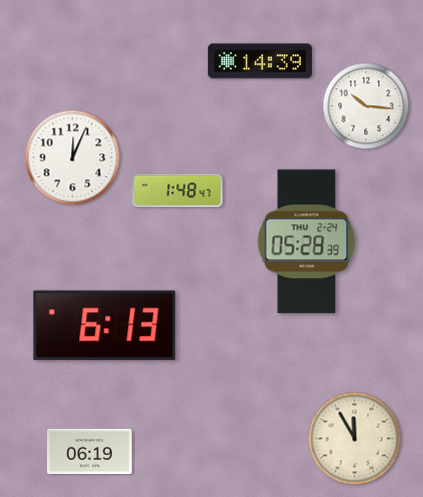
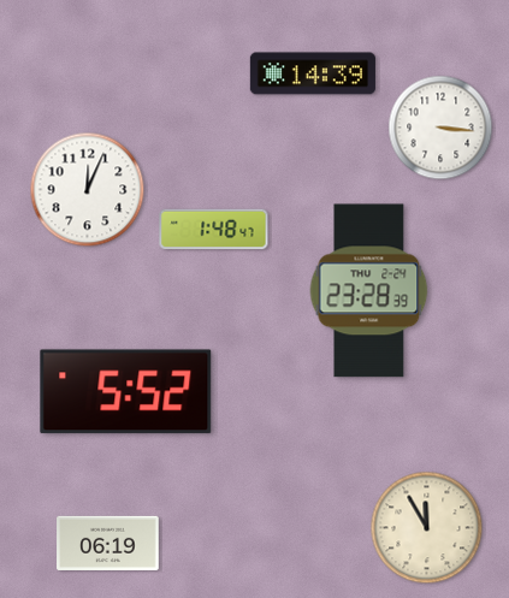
clock at (366, 106): 10:16 -> 3:16
clock at (307, 242): 05:28 -> 23:28
clock at (105, 326): 6:13 -> 5:52
